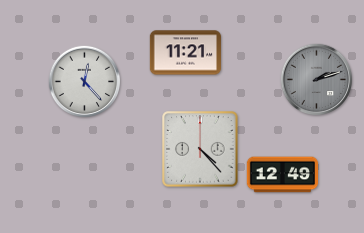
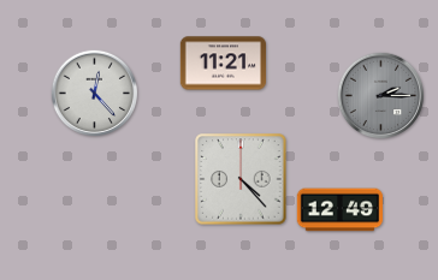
clock at (317, 80): 2:12 -> 2:15
clock at (85, 82) position: (85, 82) -> (95, 94)
